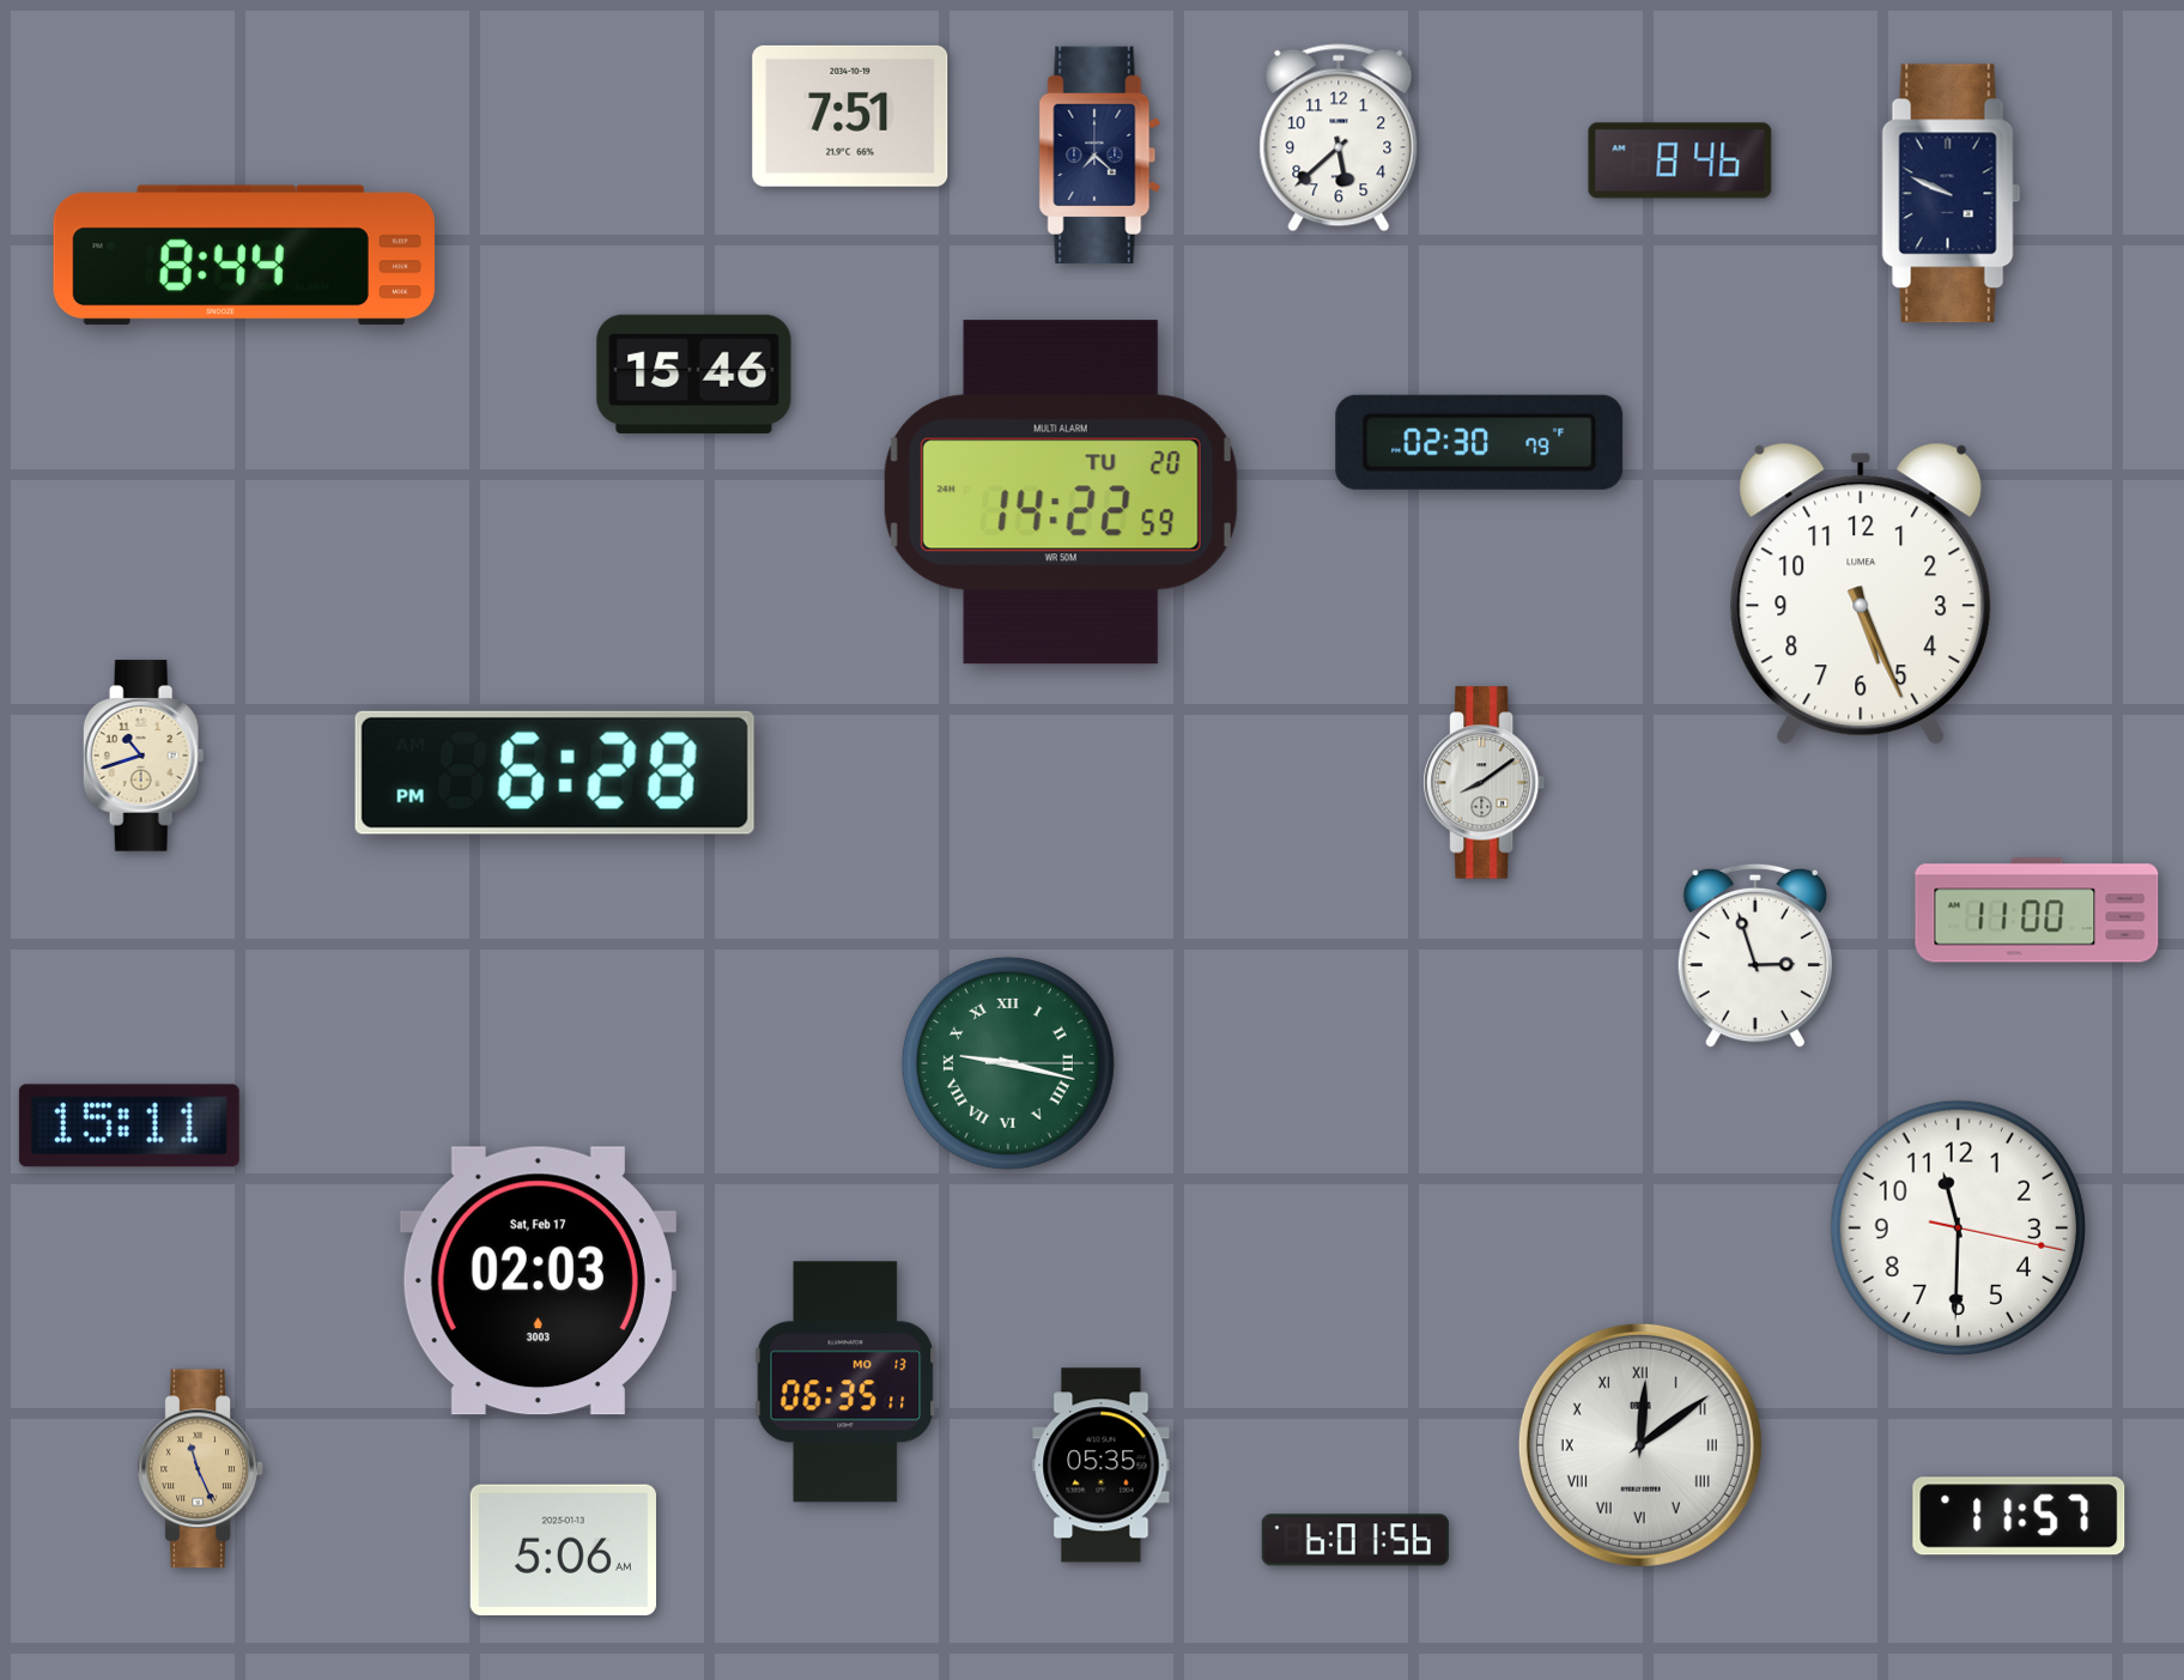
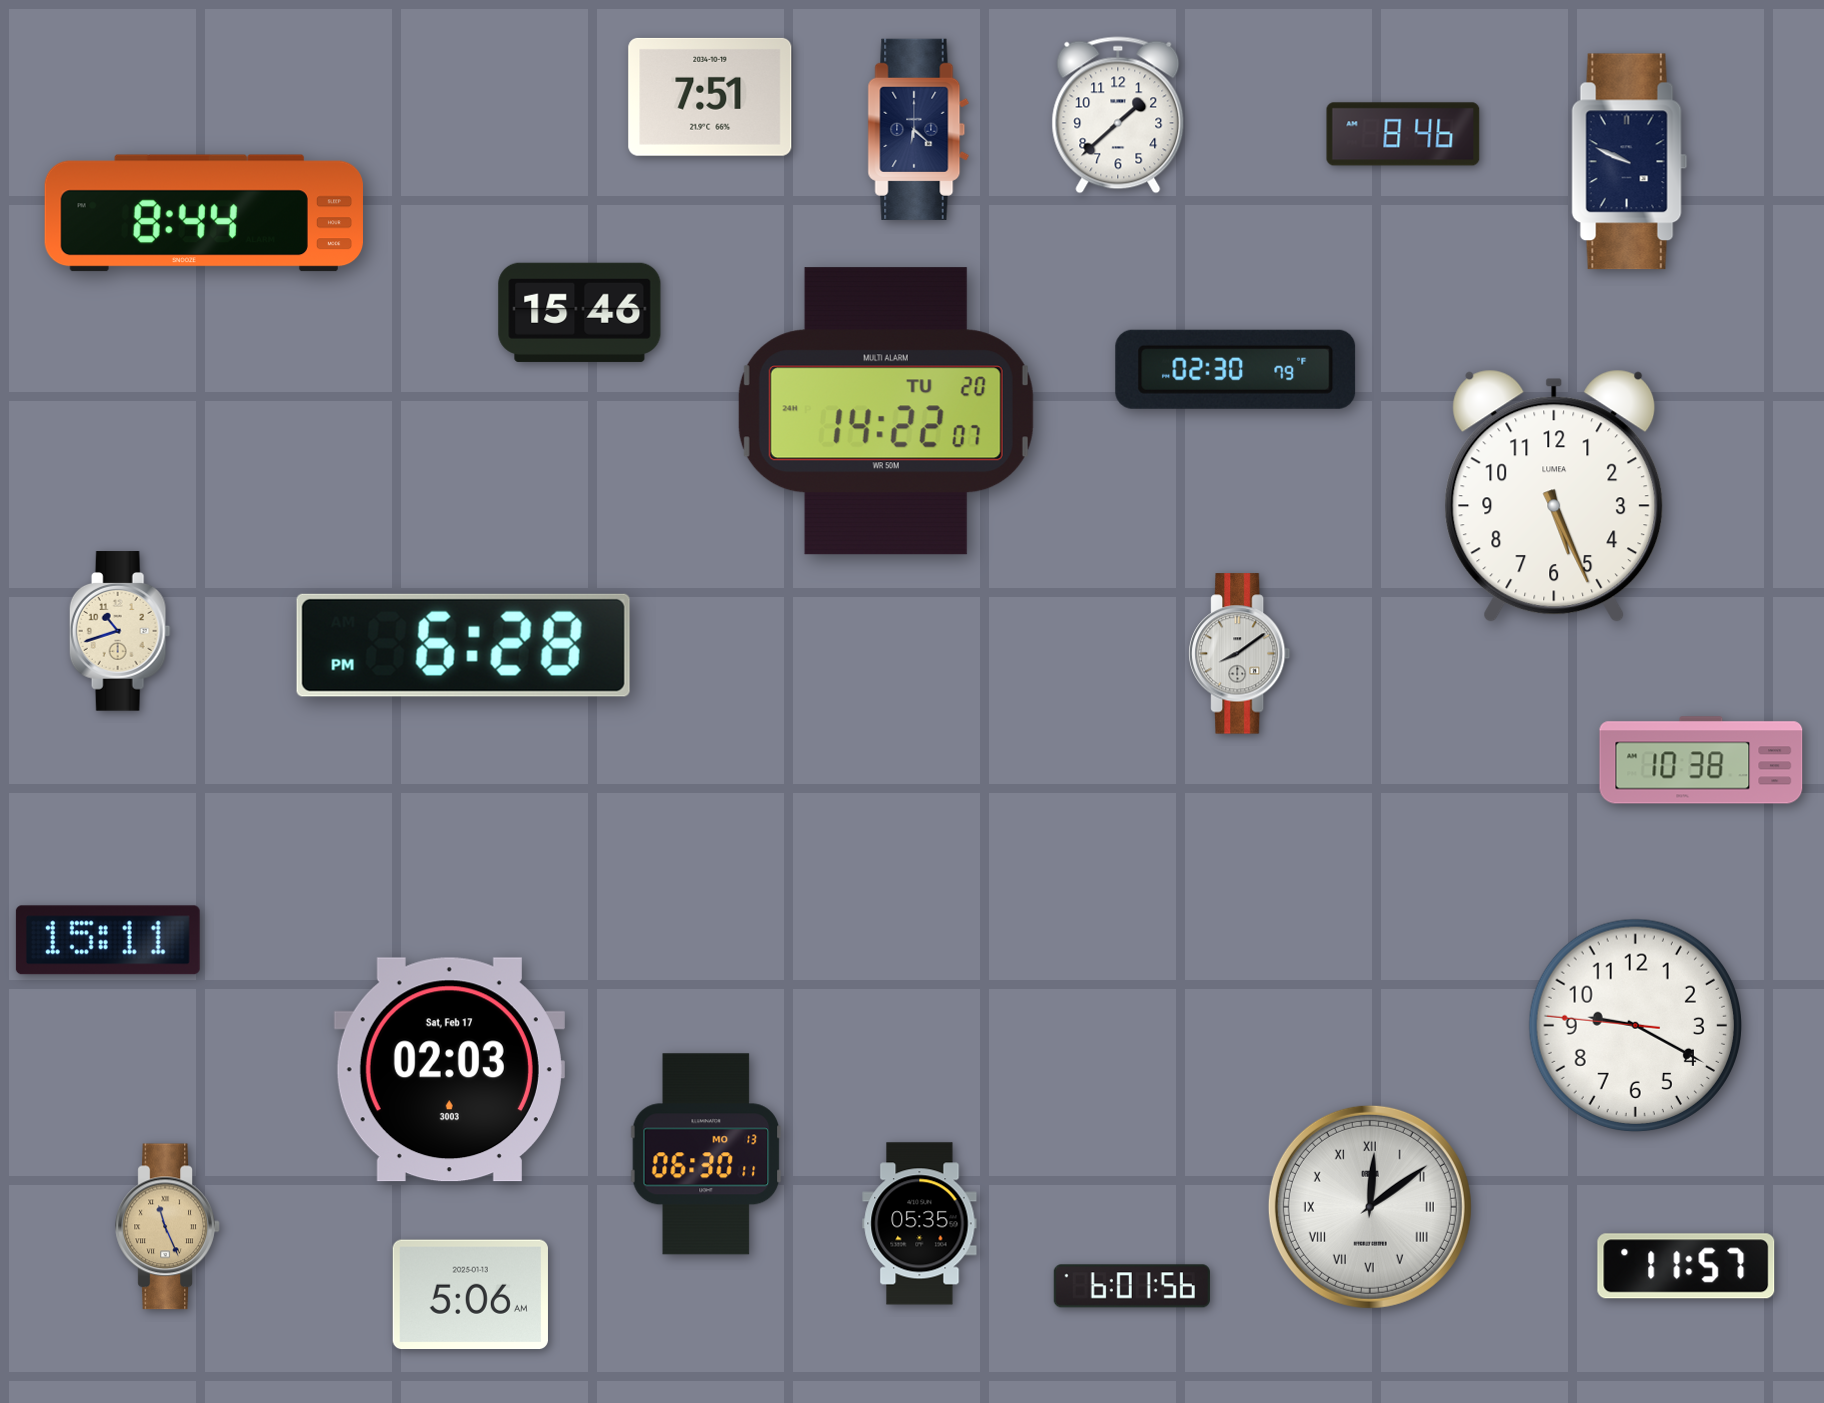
clock at (1339, 138): 5:38 -> 1:38
clock at (1100, 154): 7:22 -> 6:22
clock at (1061, 492): 14:22:59 -> 14:22:07
clock at (2037, 910): 11:00 -> 10:38
clock at (1755, 956): 2:57 -> none
clock at (1008, 1063): 9:17 -> none
clock at (1958, 1227): 11:30 -> 9:19
clock at (845, 1382): 06:35 -> 06:30
